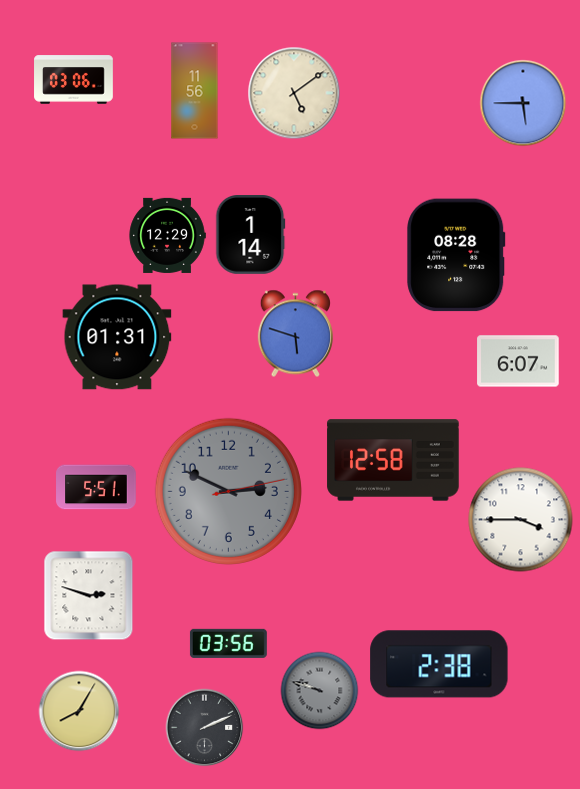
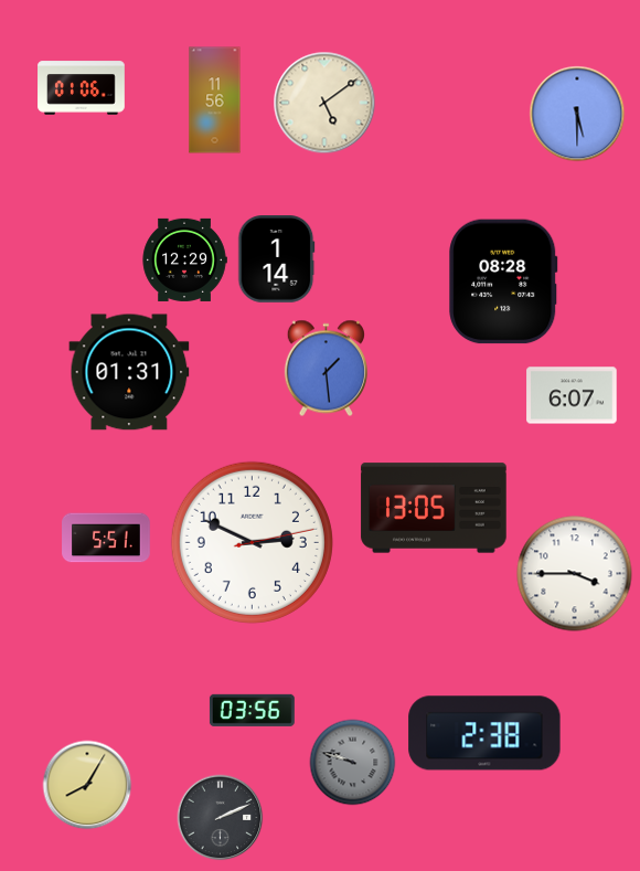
clock at (74, 80): 03:06 -> 01:06
clock at (523, 103): 5:45 -> 5:30
clock at (295, 333): 5:48 -> 1:29
clock at (518, 361) position: (518, 361) -> (572, 395)
clock at (393, 460): 12:58 -> 13:05
clock at (228, 491) dial: grey -> white
clock at (88, 595): 2:48 -> none
clock at (204, 727) position: (204, 727) -> (220, 817)
